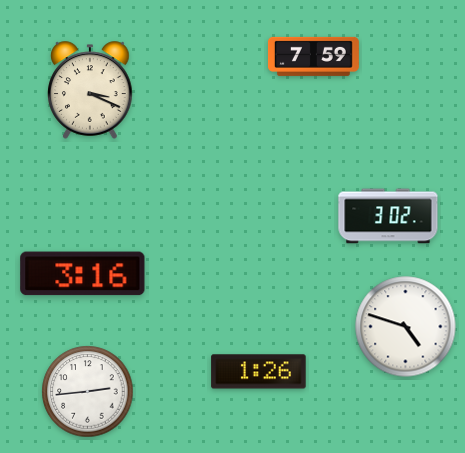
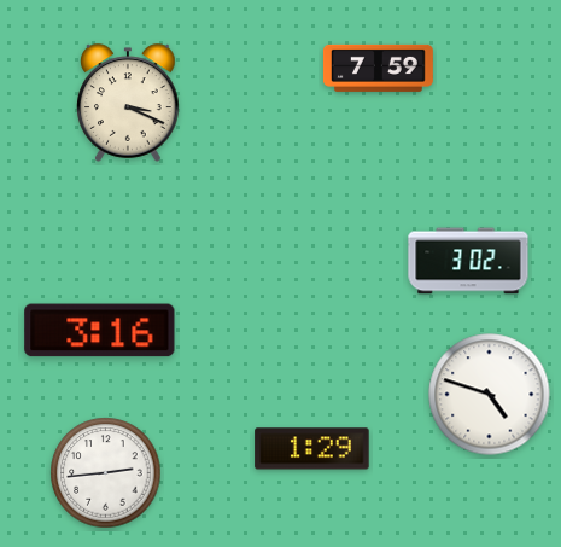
clock at (90, 90) position: (90, 90) -> (128, 103)
clock at (259, 372): 1:26 -> 1:29
